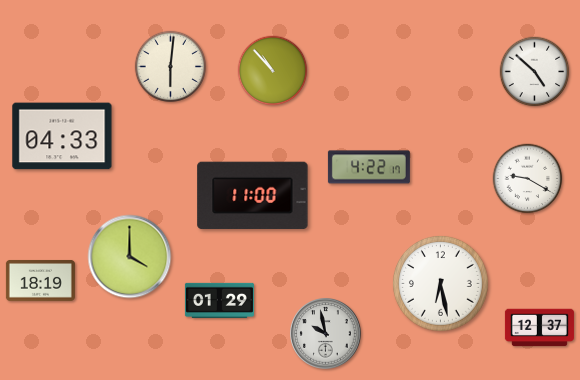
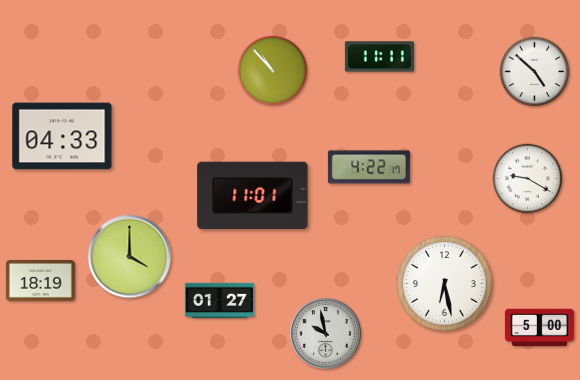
clock at (379, 57): none -> 11:11
clock at (170, 66): 6:01 -> none
clock at (253, 196): 11:00 -> 11:01
clock at (441, 284) position: (441, 284) -> (445, 284)
clock at (219, 300): 01:29 -> 01:27
clock at (539, 328): 12:37 -> 5:00
